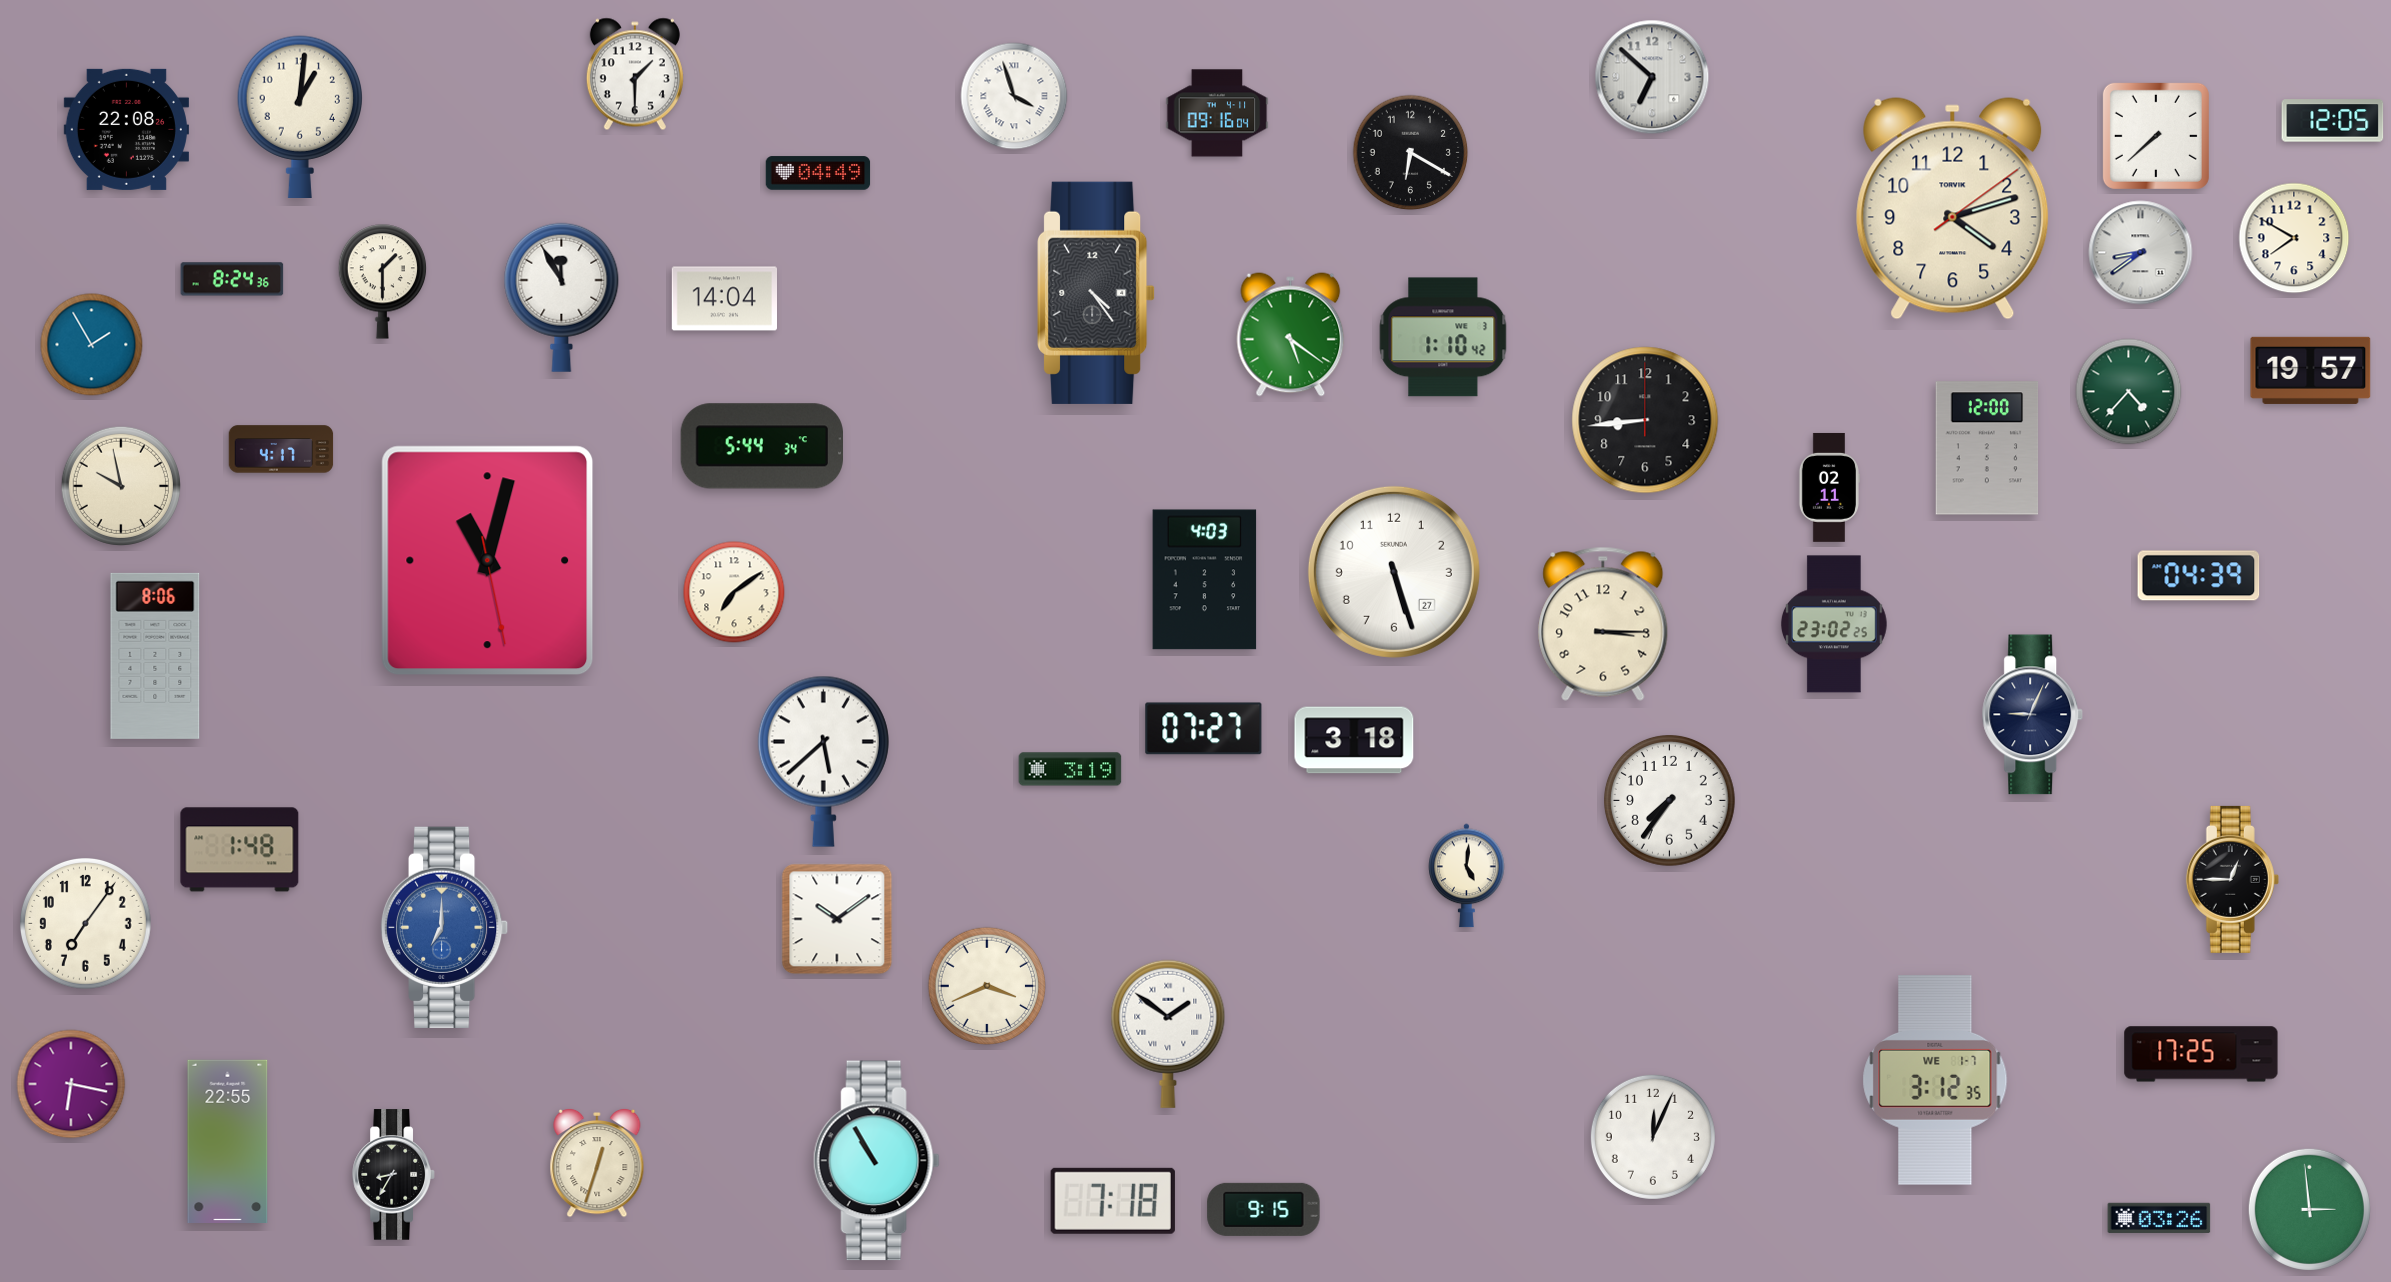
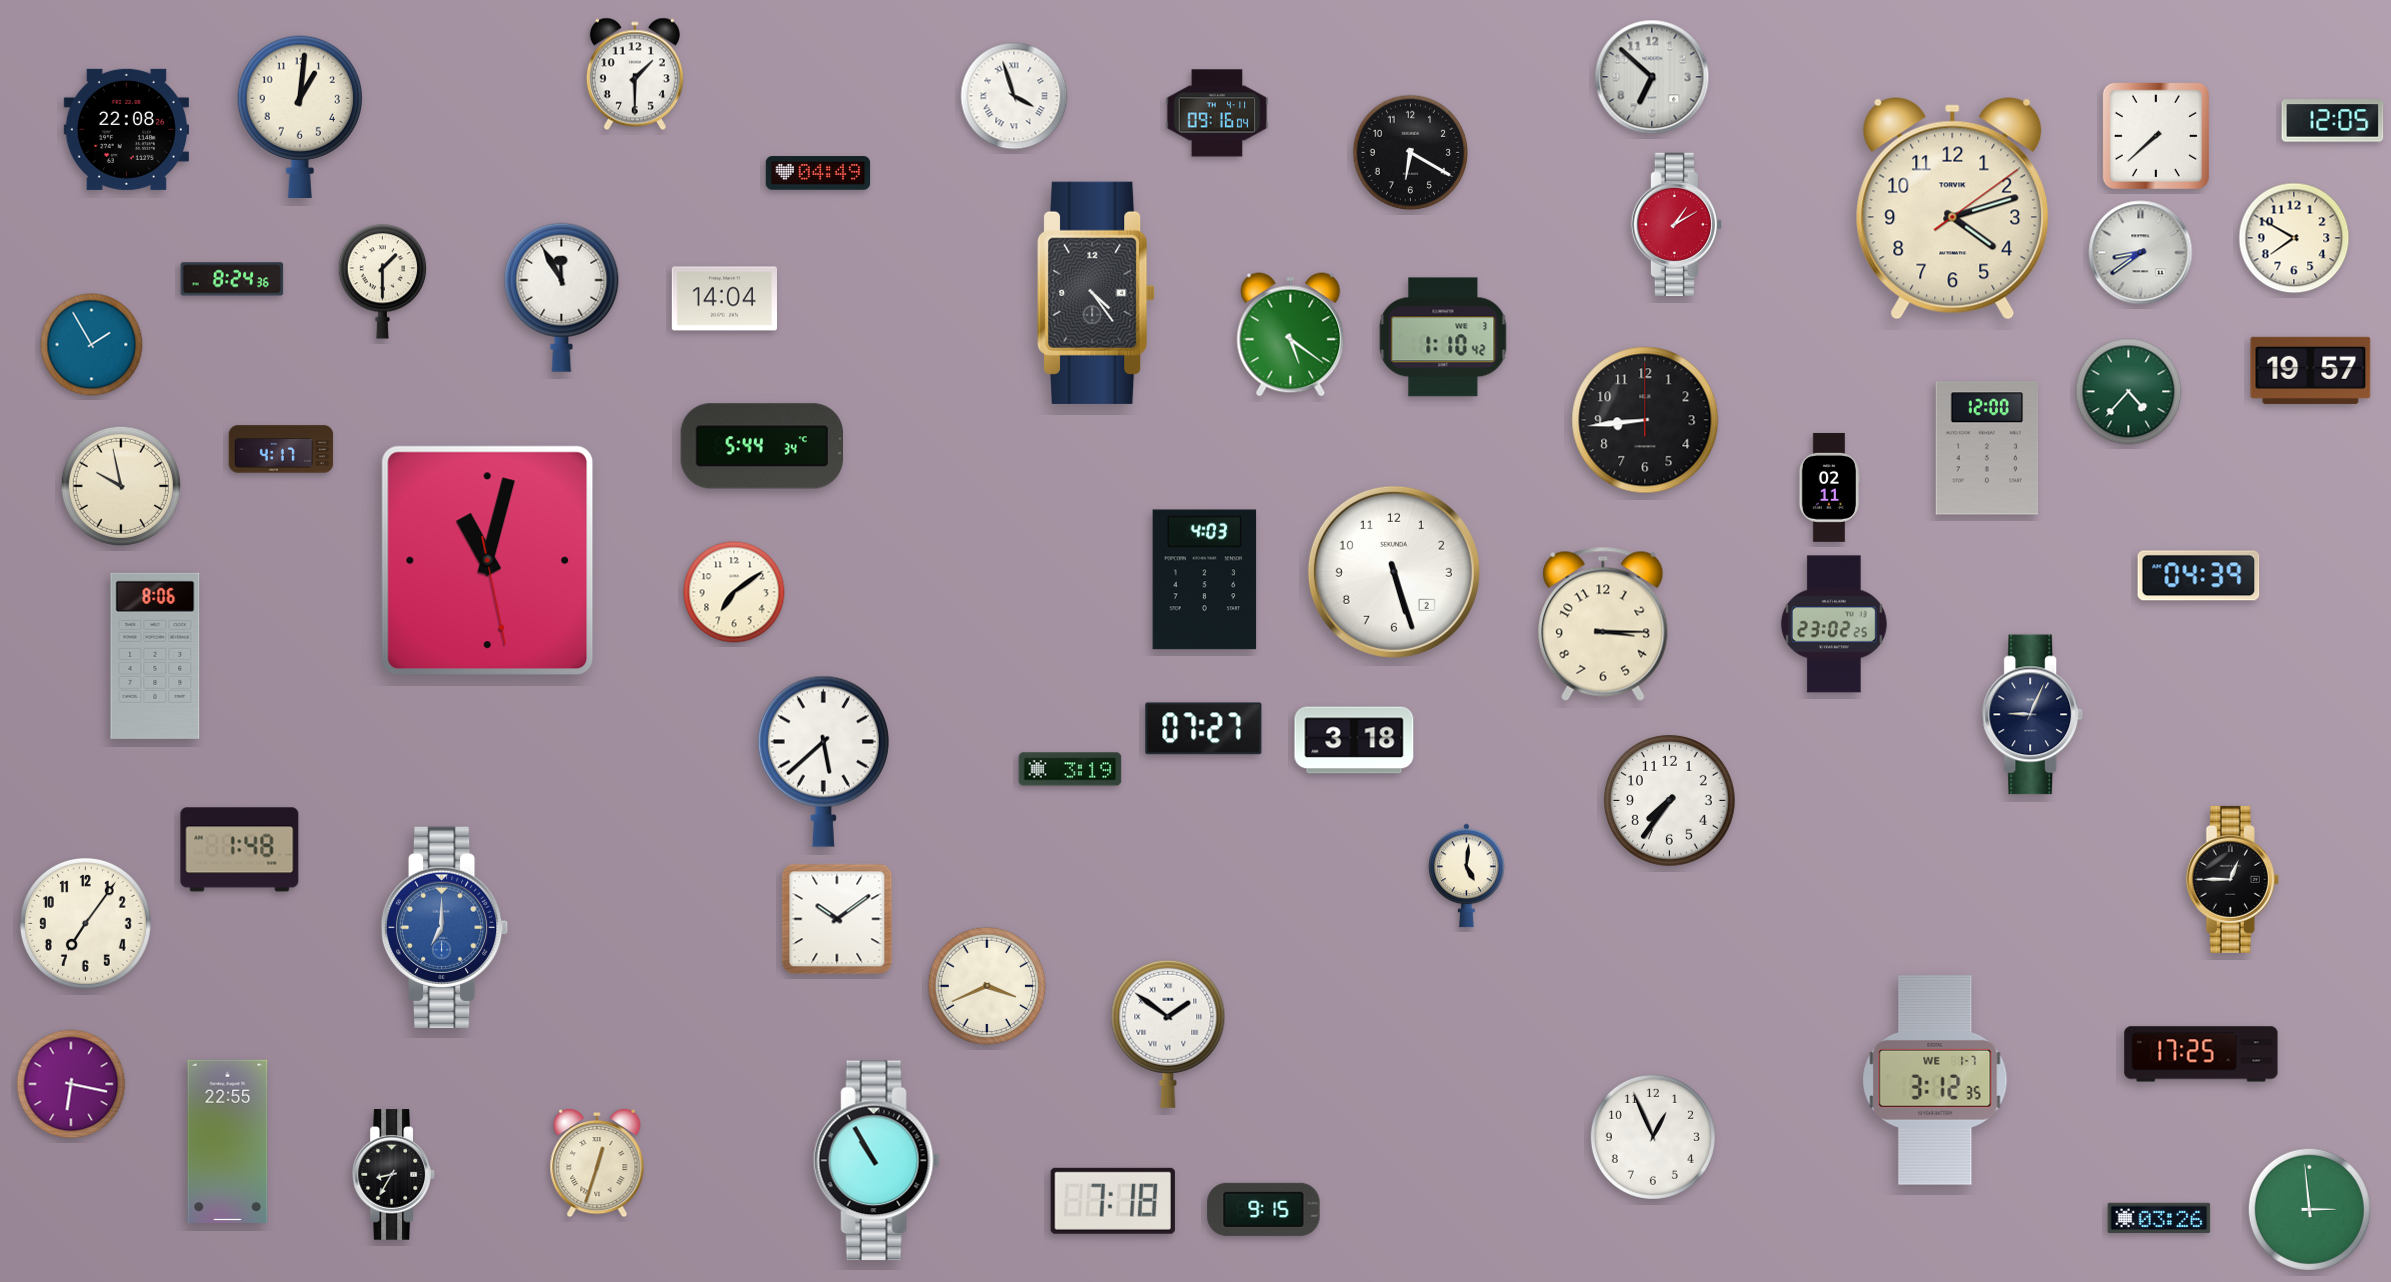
clock at (1676, 225): none -> 1:10
clock at (1394, 572) date: 27 -> 2
clock at (1653, 1137): 12:04 -> 12:56
